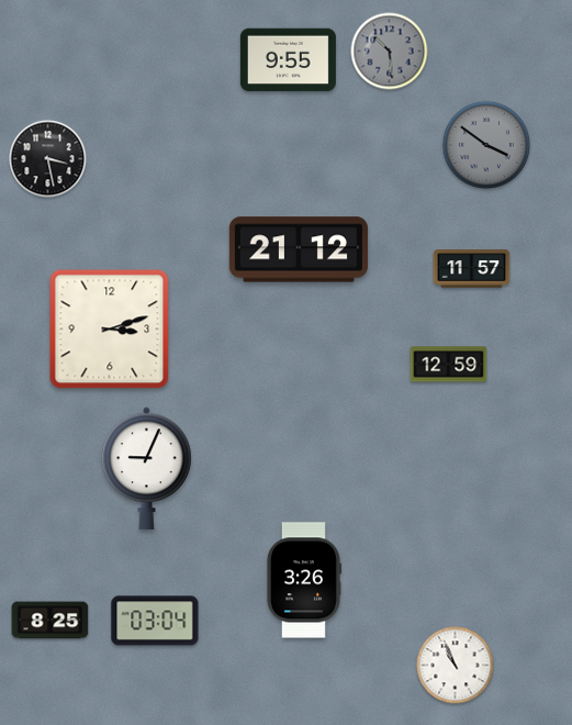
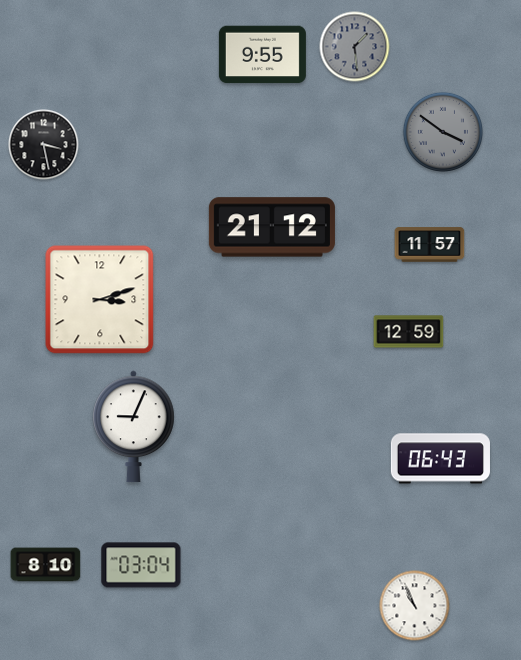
clock at (390, 52): 10:29 -> 1:29
clock at (440, 459): none -> 06:43
clock at (303, 580): 3:26 -> none
clock at (51, 621): 8:25 -> 8:10
